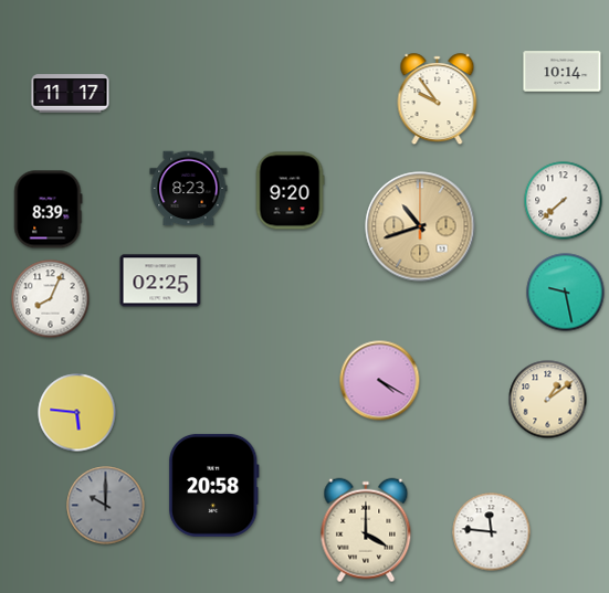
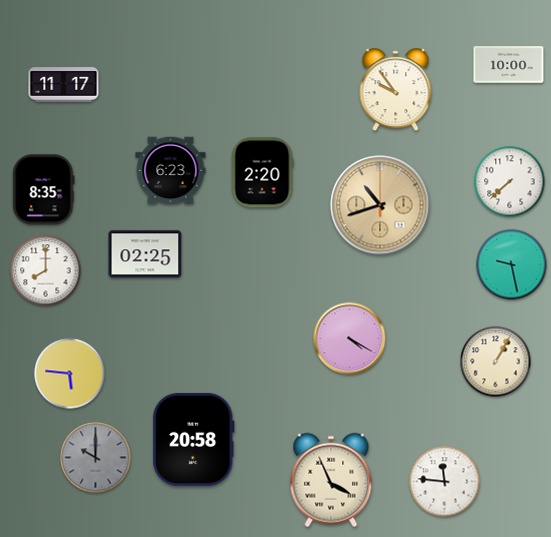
clock at (563, 72): 10:14 -> 10:00
clock at (189, 189): 8:23 -> 6:23
clock at (290, 191): 9:20 -> 2:20
clock at (49, 210): 8:39 -> 8:35
clock at (51, 299): 8:04 -> 8:00
clock at (380, 381) position: (380, 381) -> (350, 339)
clock at (548, 400): 1:09 -> 1:05
clock at (366, 530): 4:00 -> 3:56
